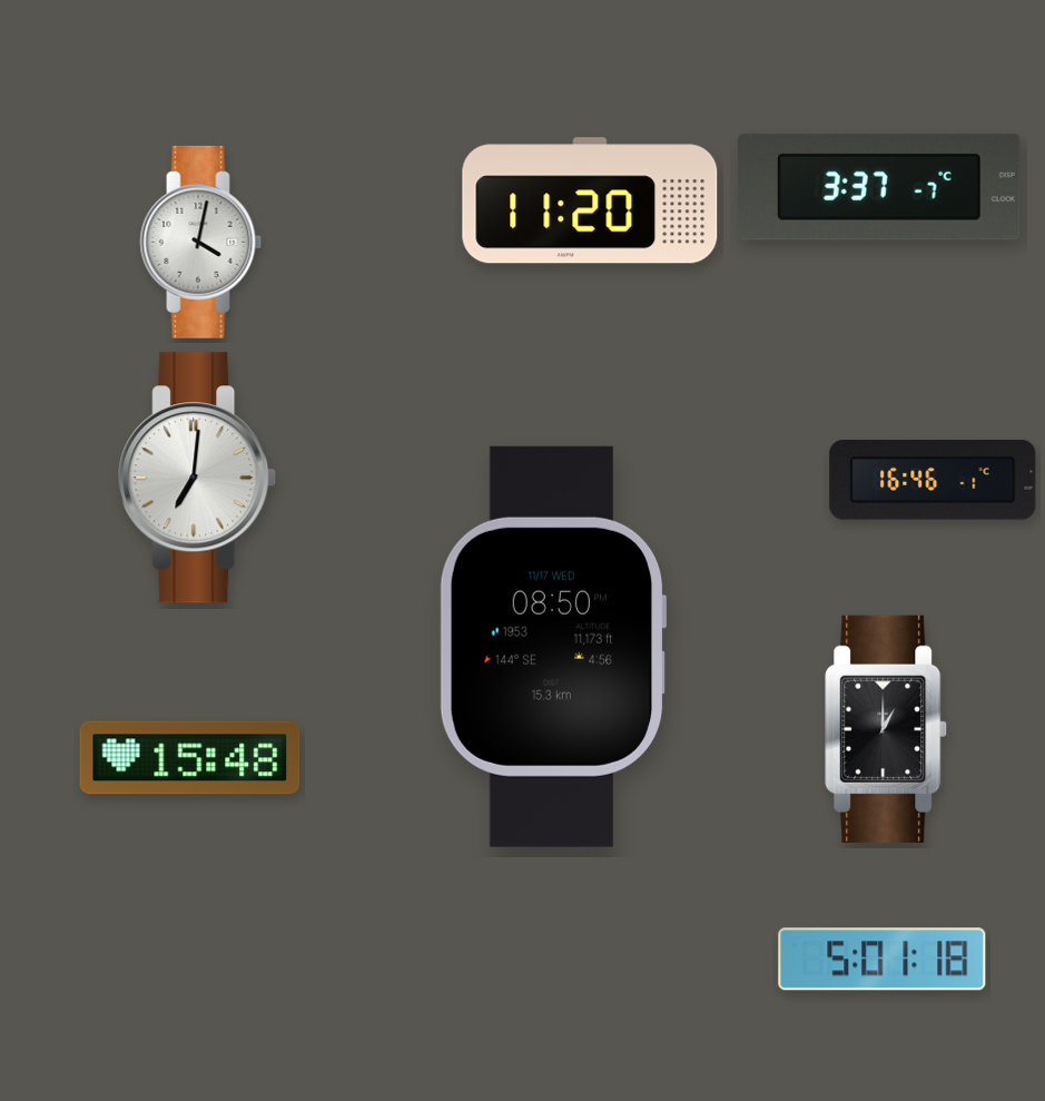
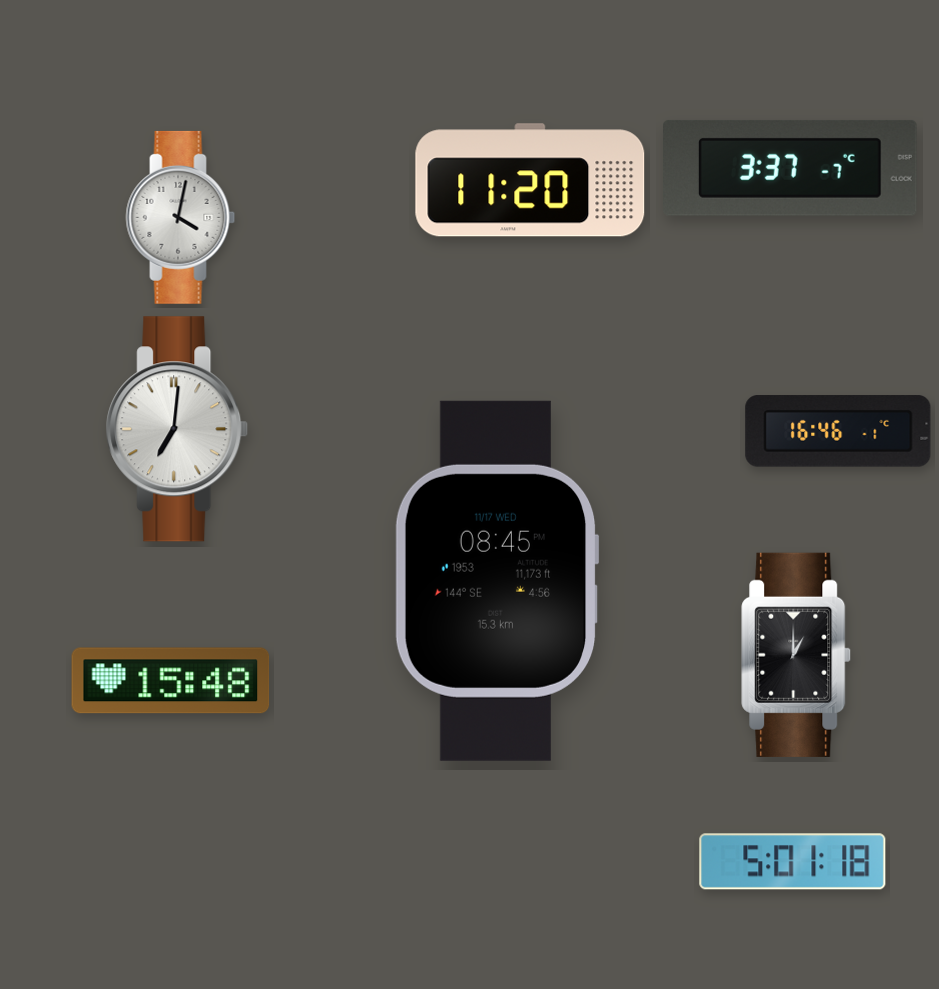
clock at (553, 647): 08:50 -> 08:45
